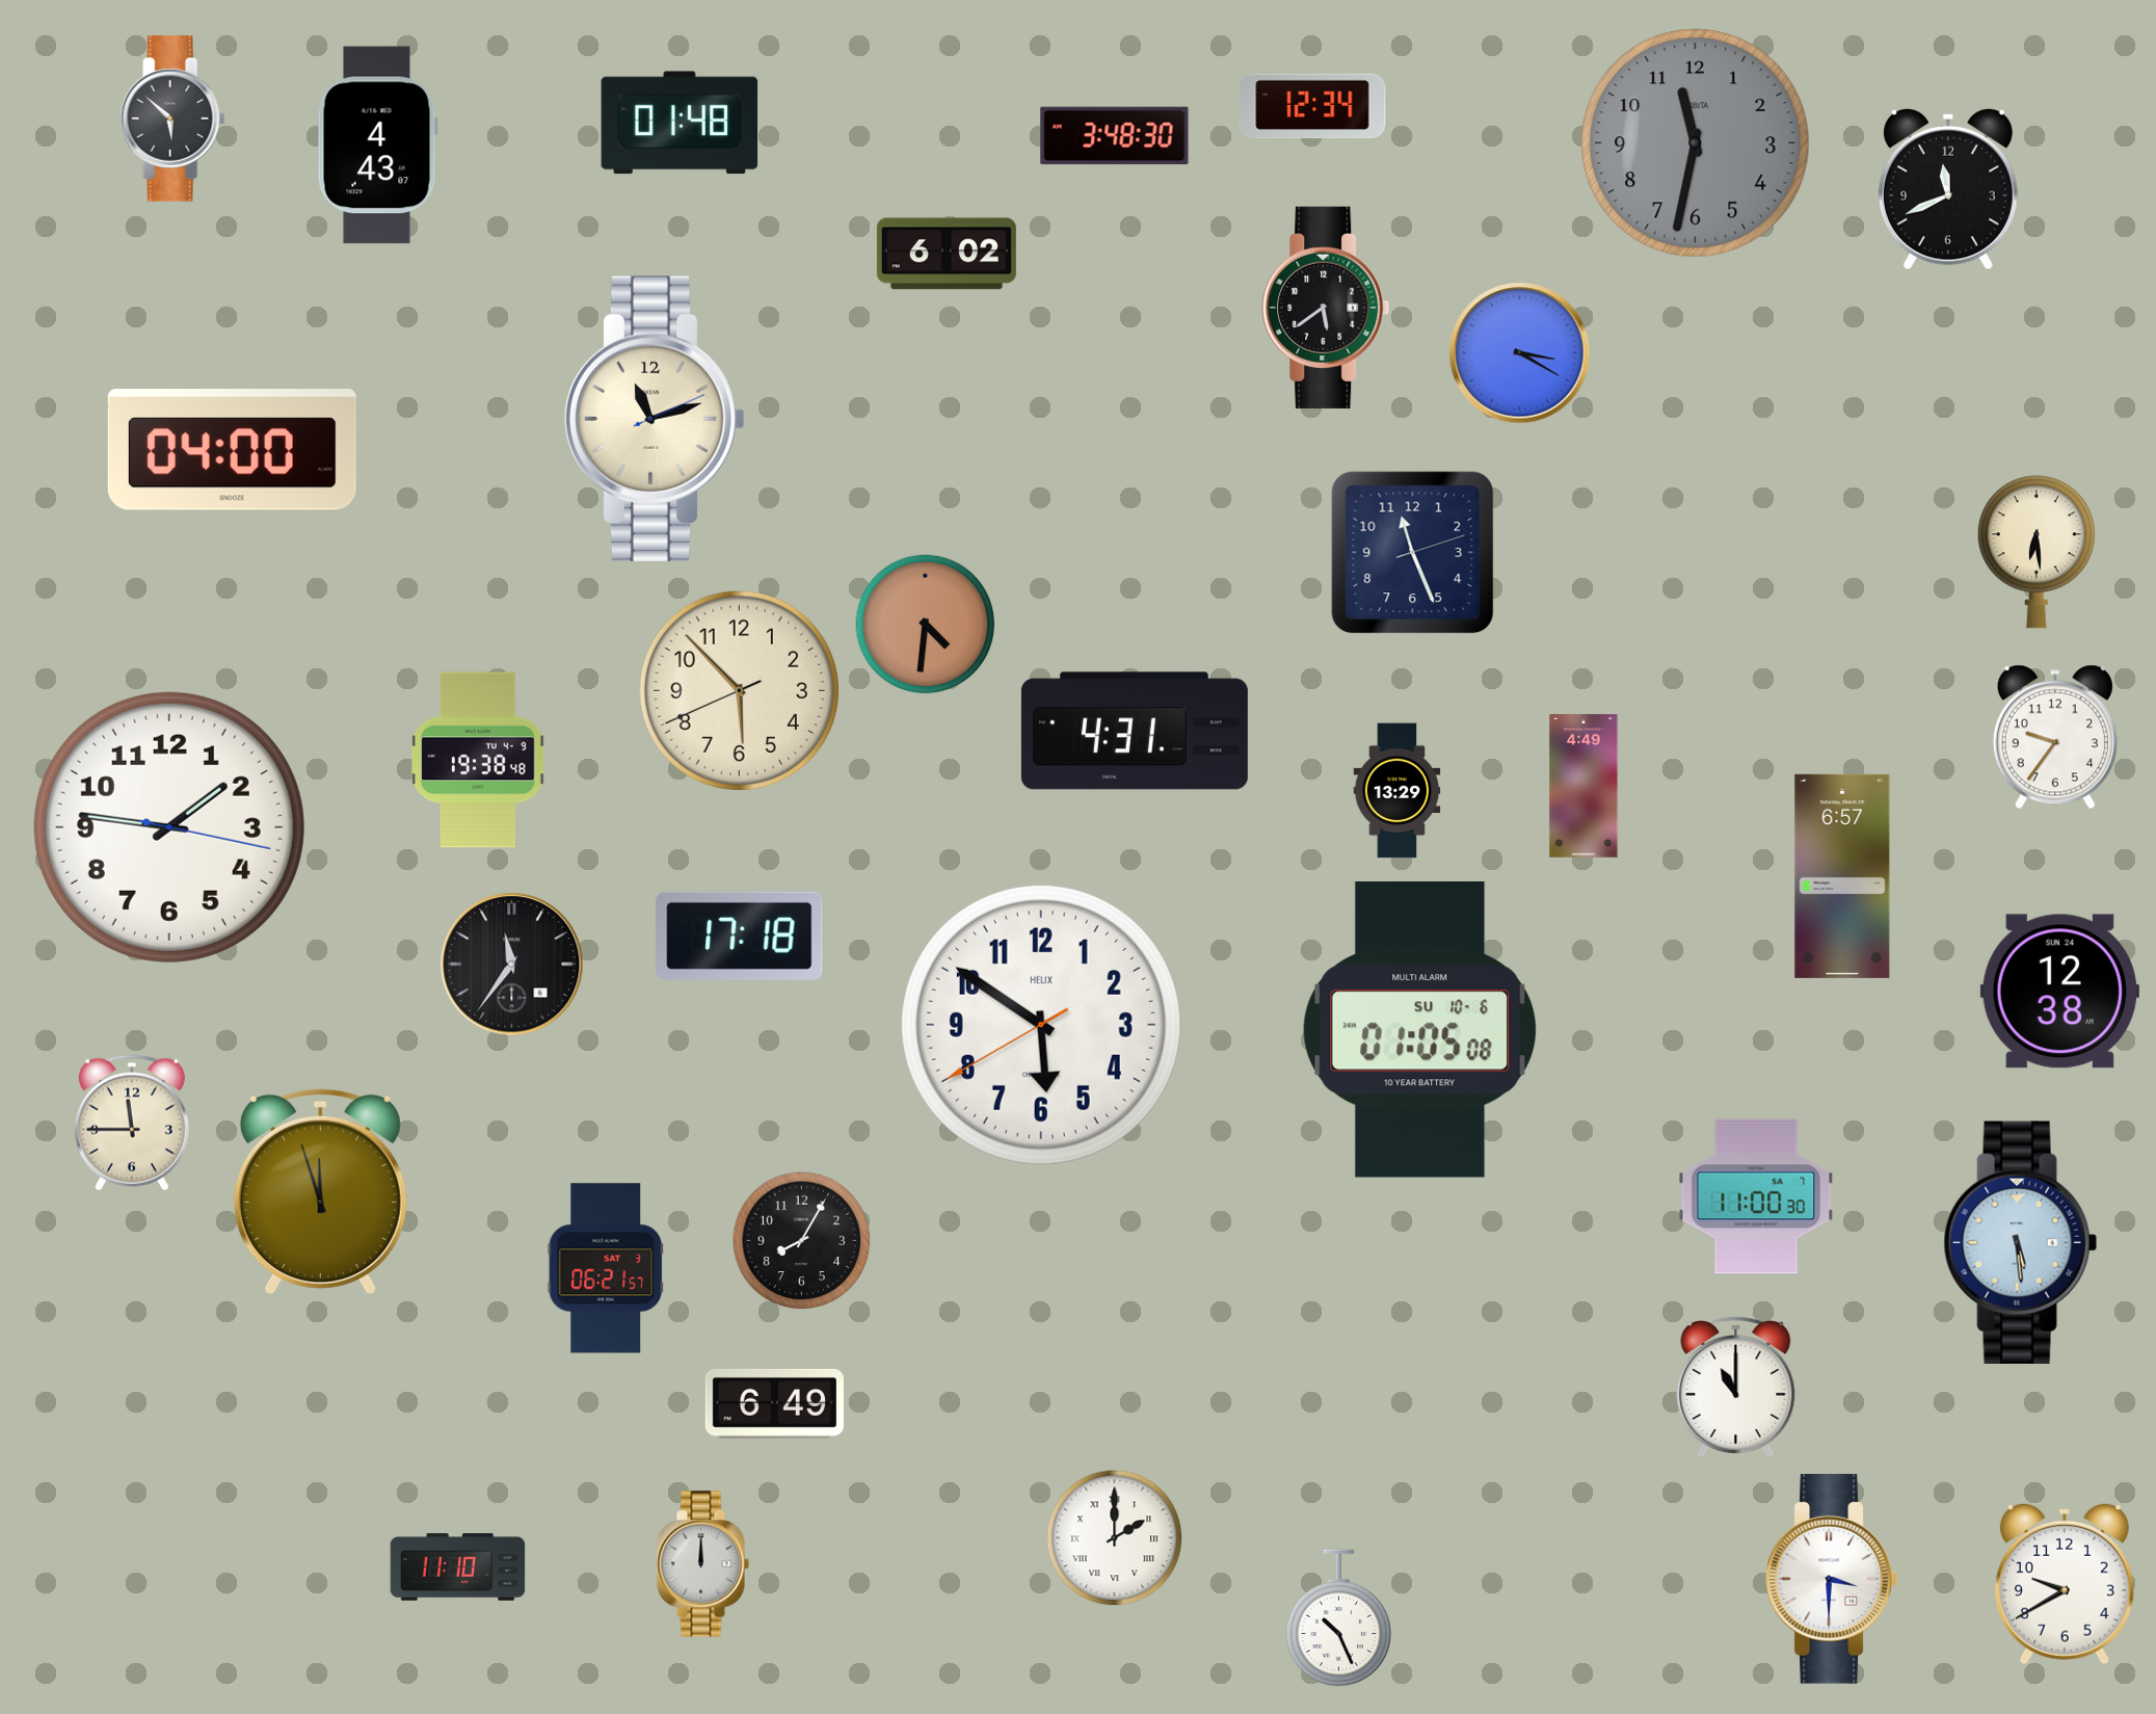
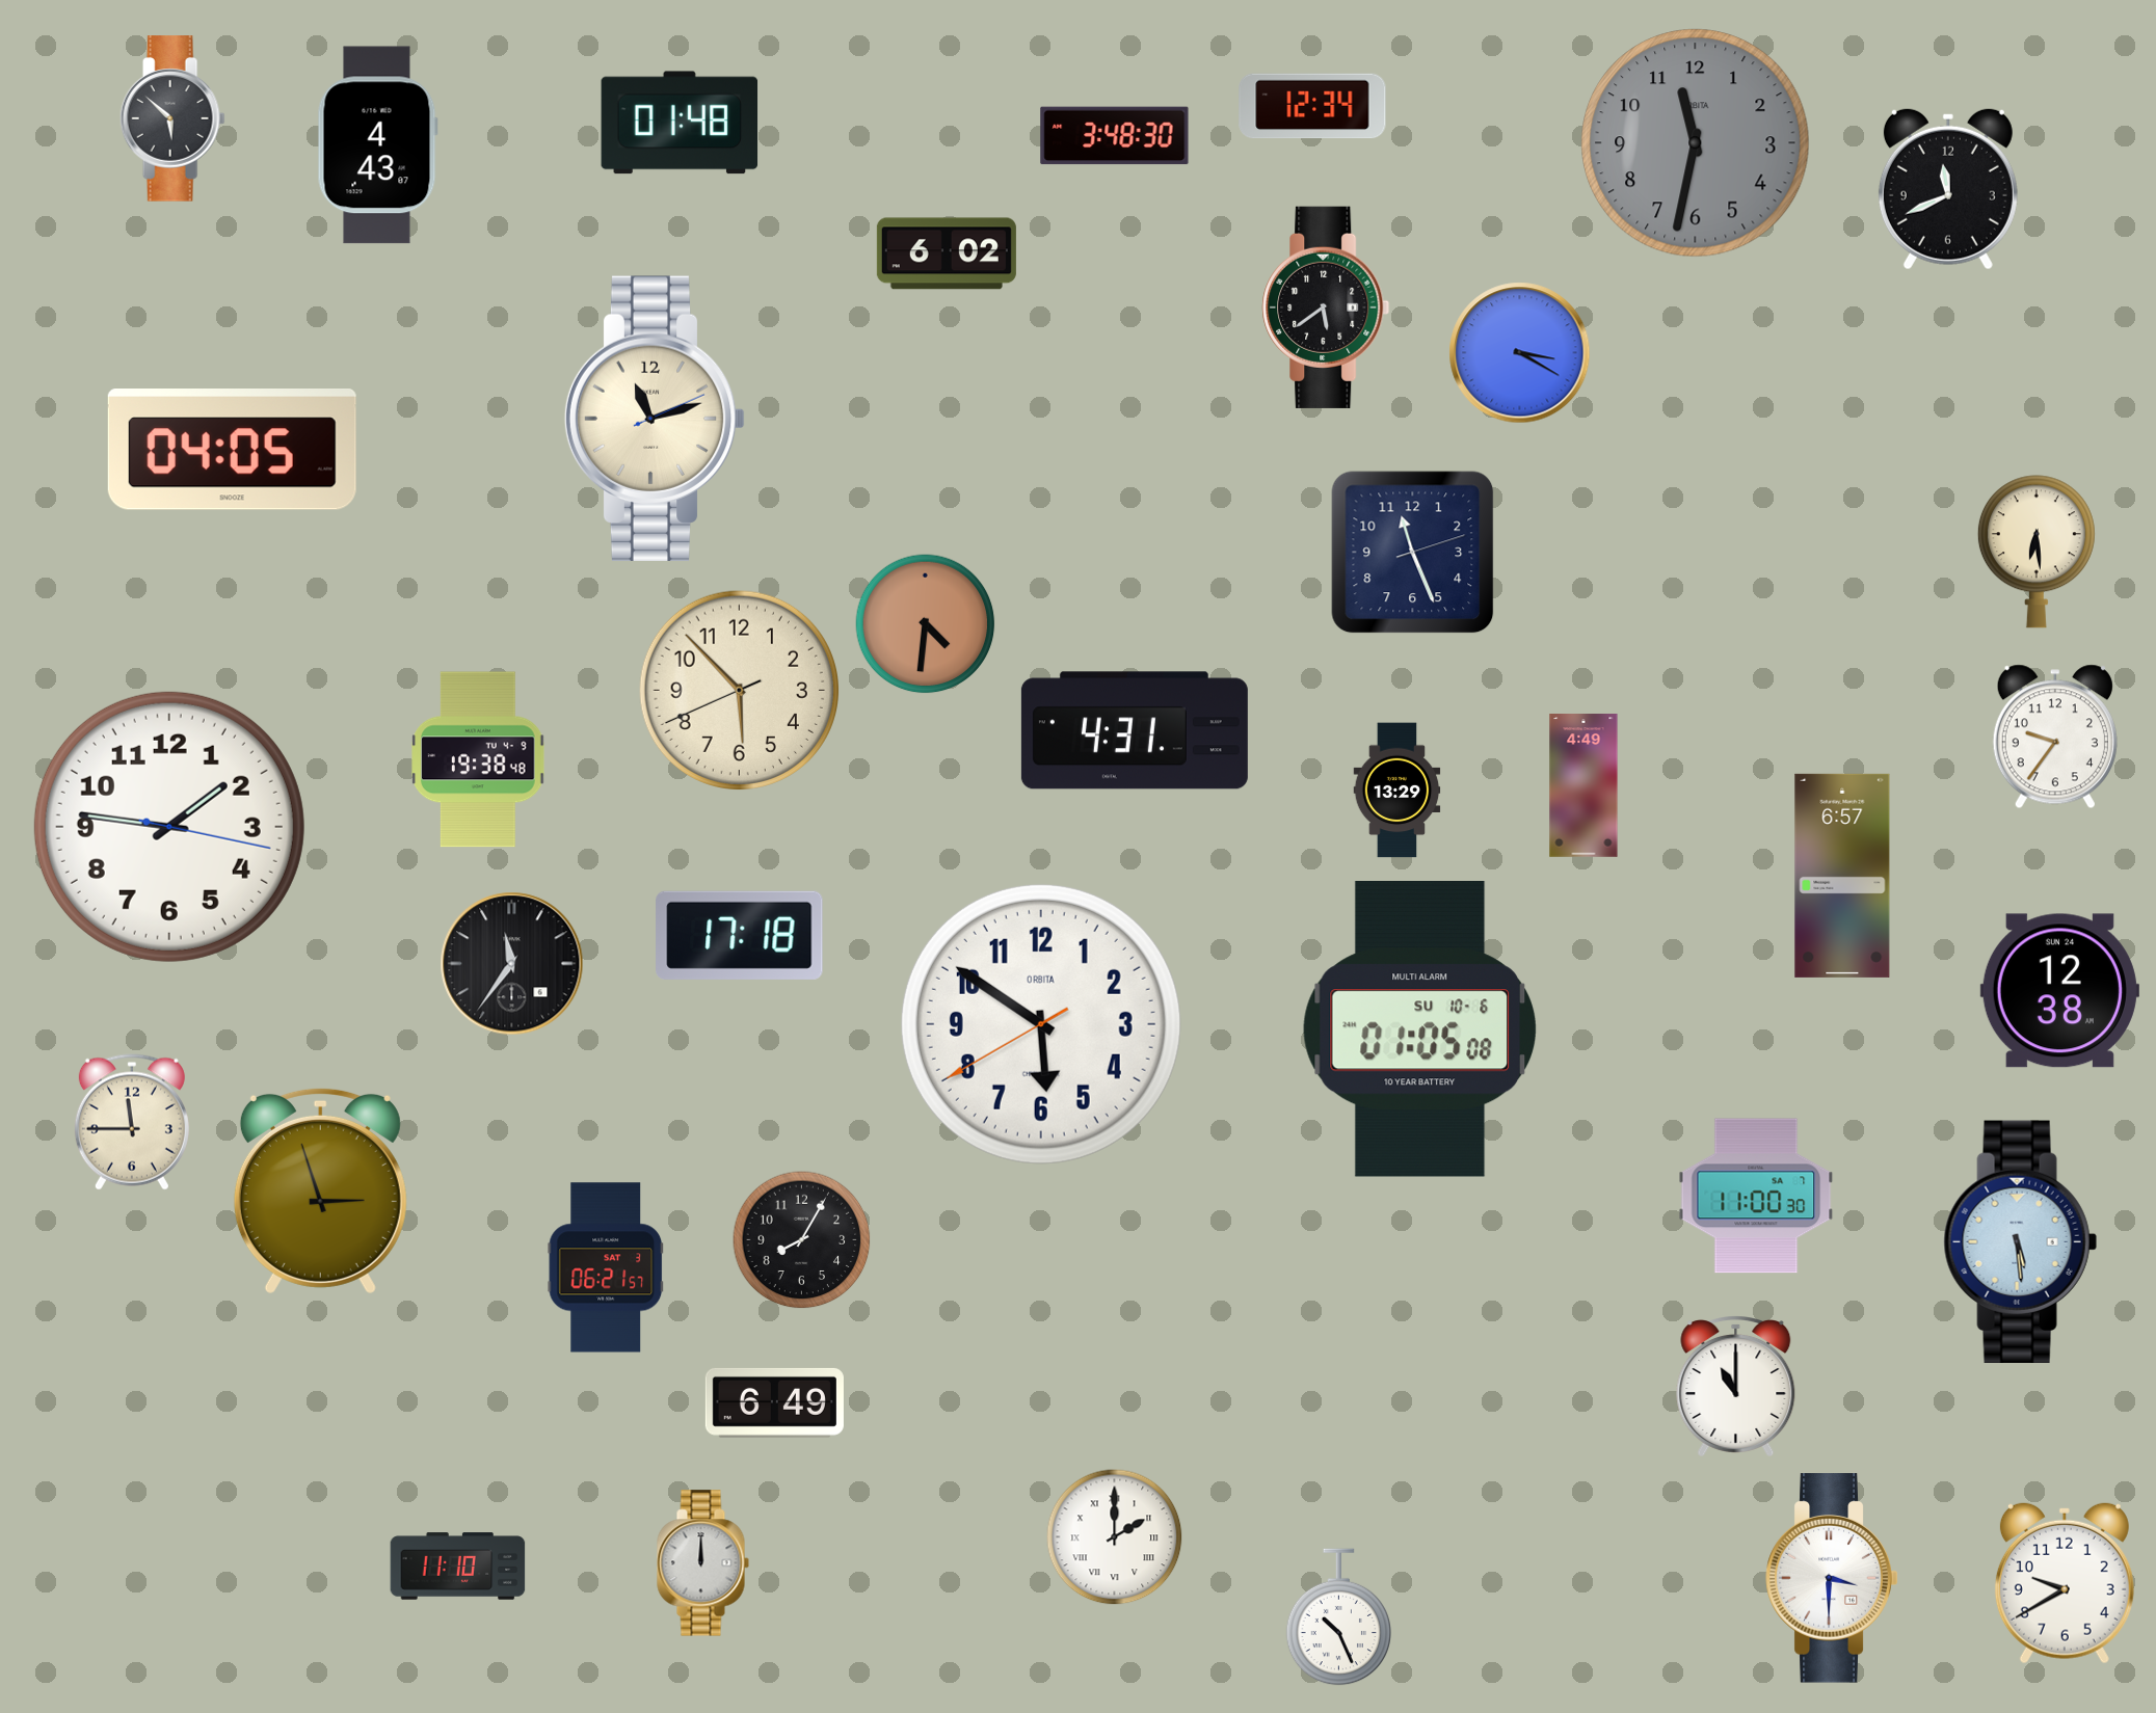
clock at (232, 450): 04:00 -> 04:05
clock at (1041, 1025) brand: HELIX -> ORBITA
clock at (320, 1191): 11:57 -> 2:57
